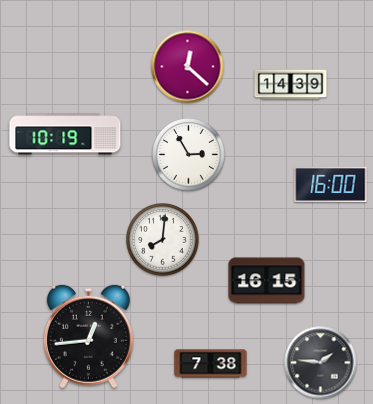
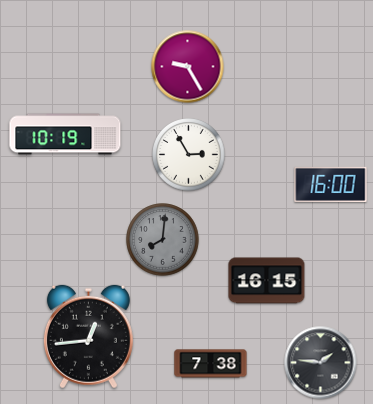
clock at (188, 67): 12:22 -> 9:25
clock at (291, 85): 14:39 -> none
clock at (163, 240) dial: white -> grey
